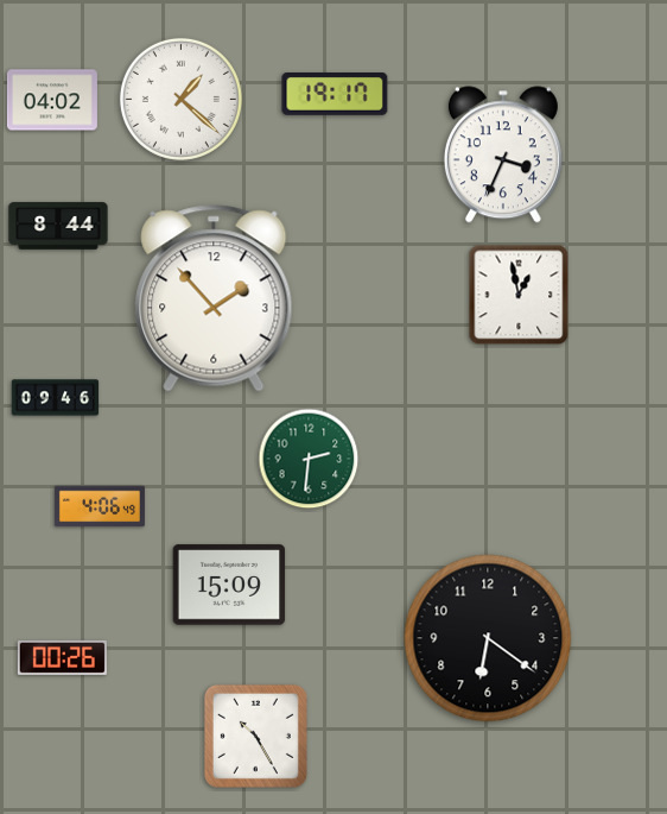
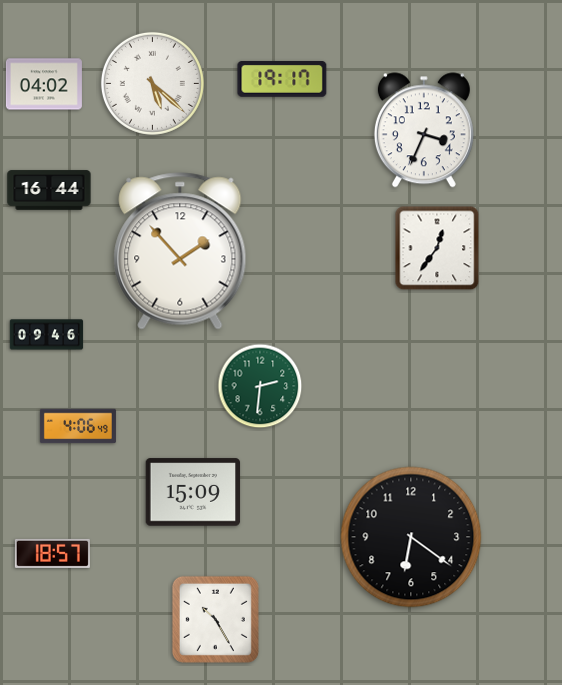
clock at (180, 99): 1:22 -> 5:22
clock at (58, 226): 8:44 -> 16:44
clock at (519, 295): 12:58 -> 12:36
clock at (100, 506) position: (100, 506) -> (78, 426)
clock at (62, 657): 00:26 -> 18:57
